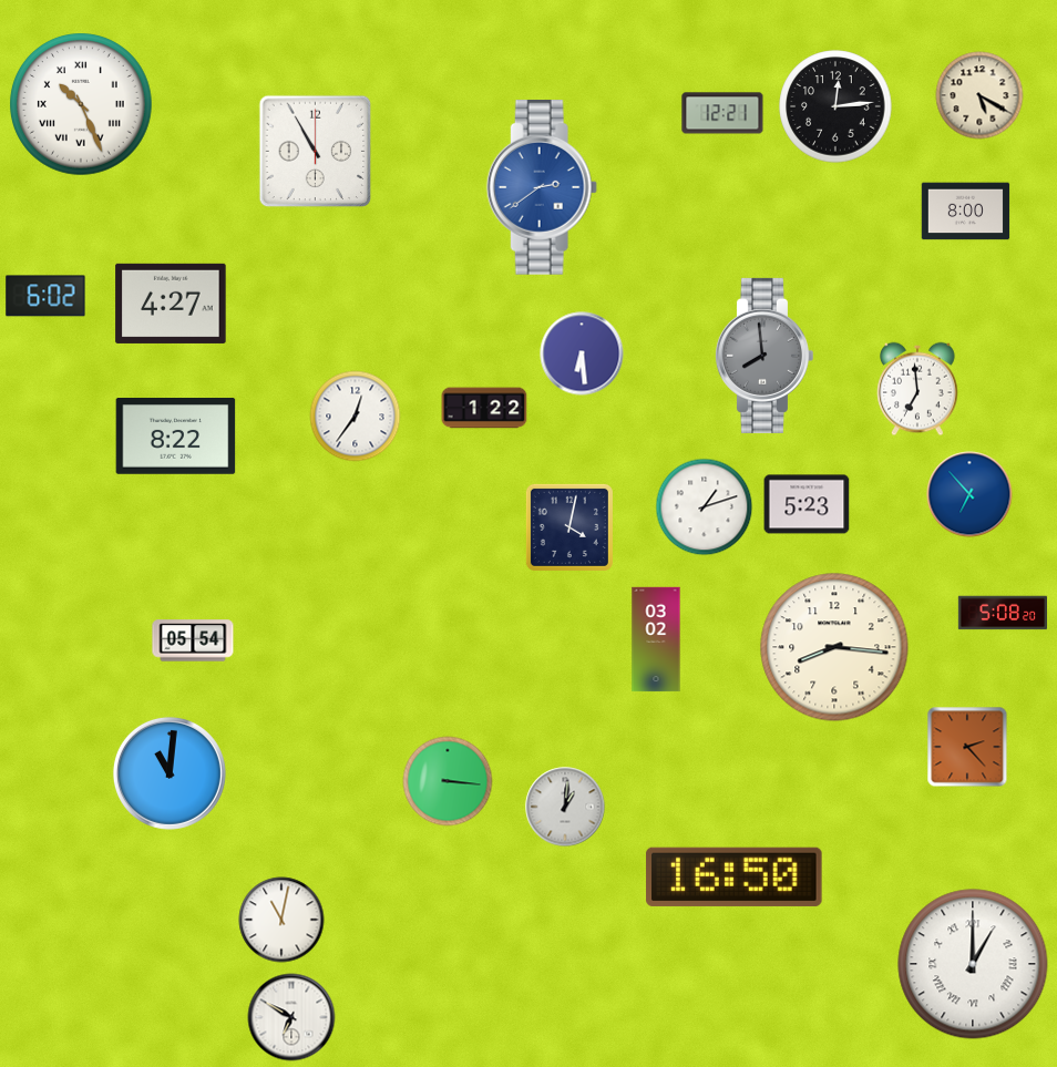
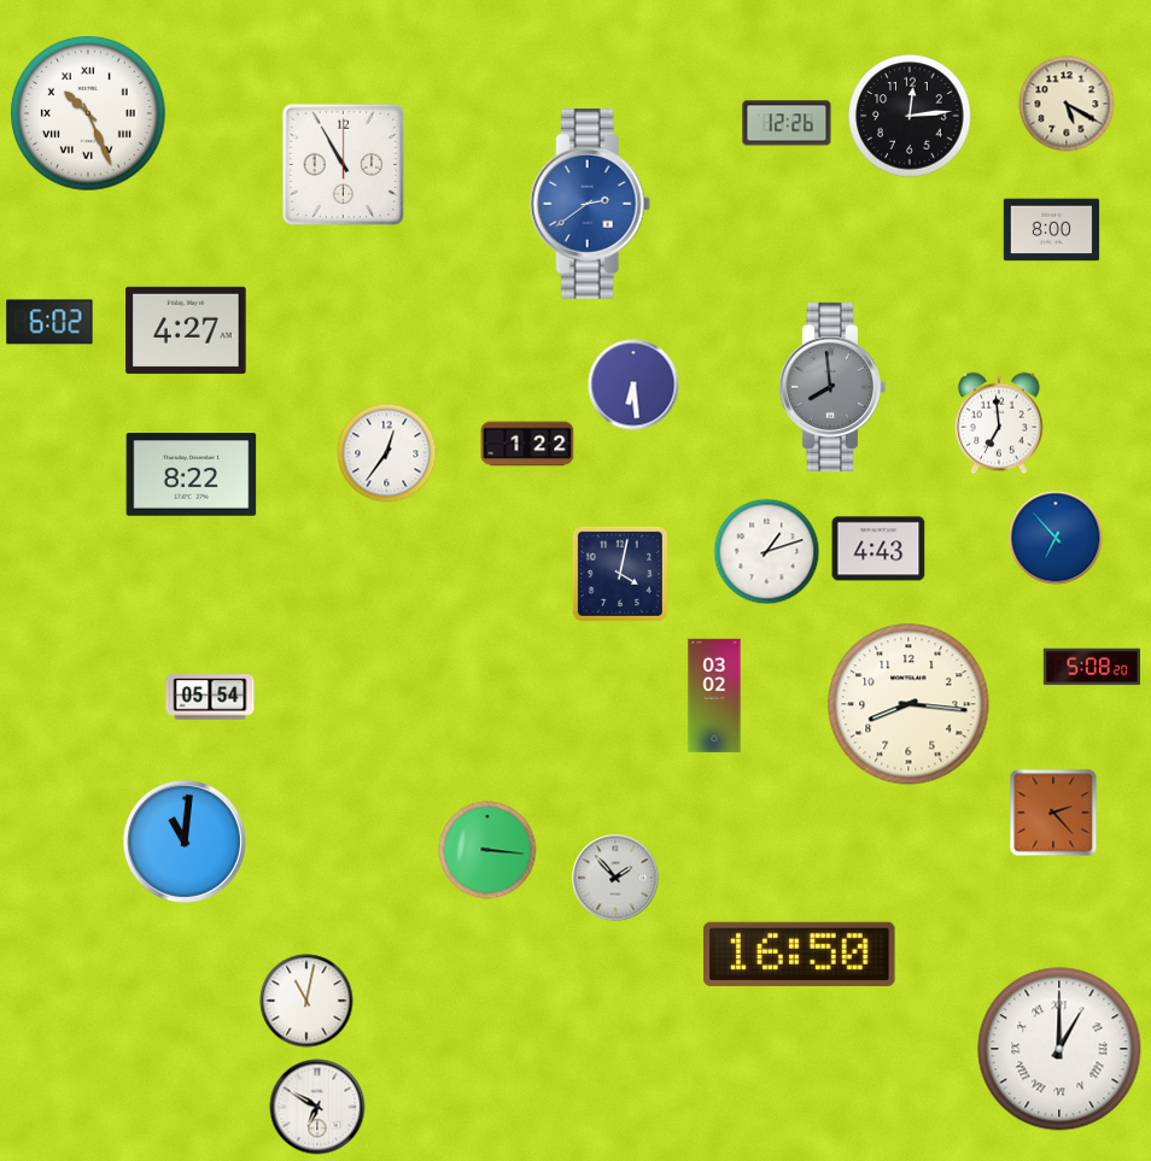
clock at (722, 113): 12:21 -> 12:26
clock at (807, 504): 5:23 -> 4:43
clock at (565, 807): 1:01 -> 1:53
